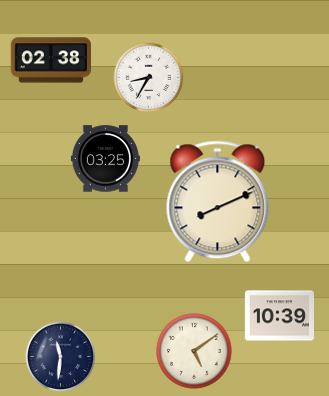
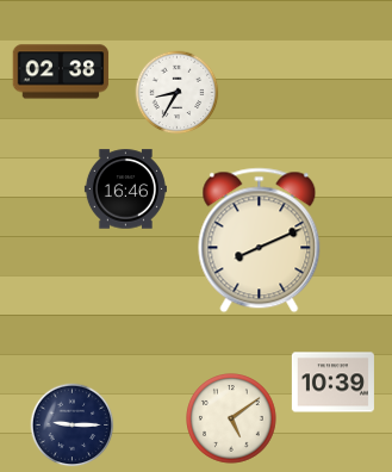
clock at (105, 159): 03:25 -> 16:46
clock at (279, 316) position: (279, 316) -> (332, 383)
clock at (61, 357): 11:31 -> 9:15
